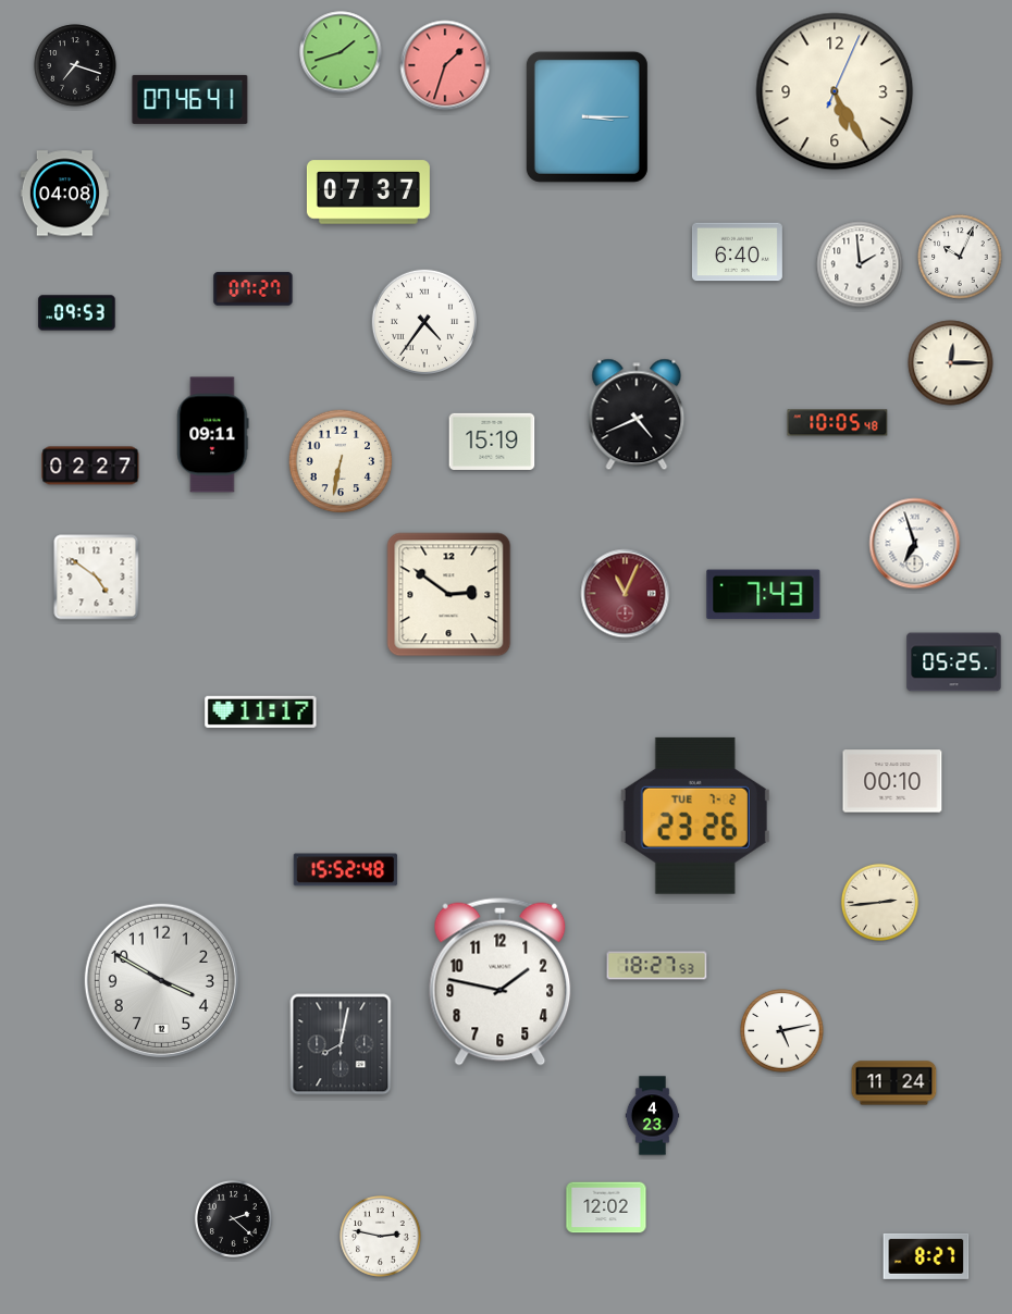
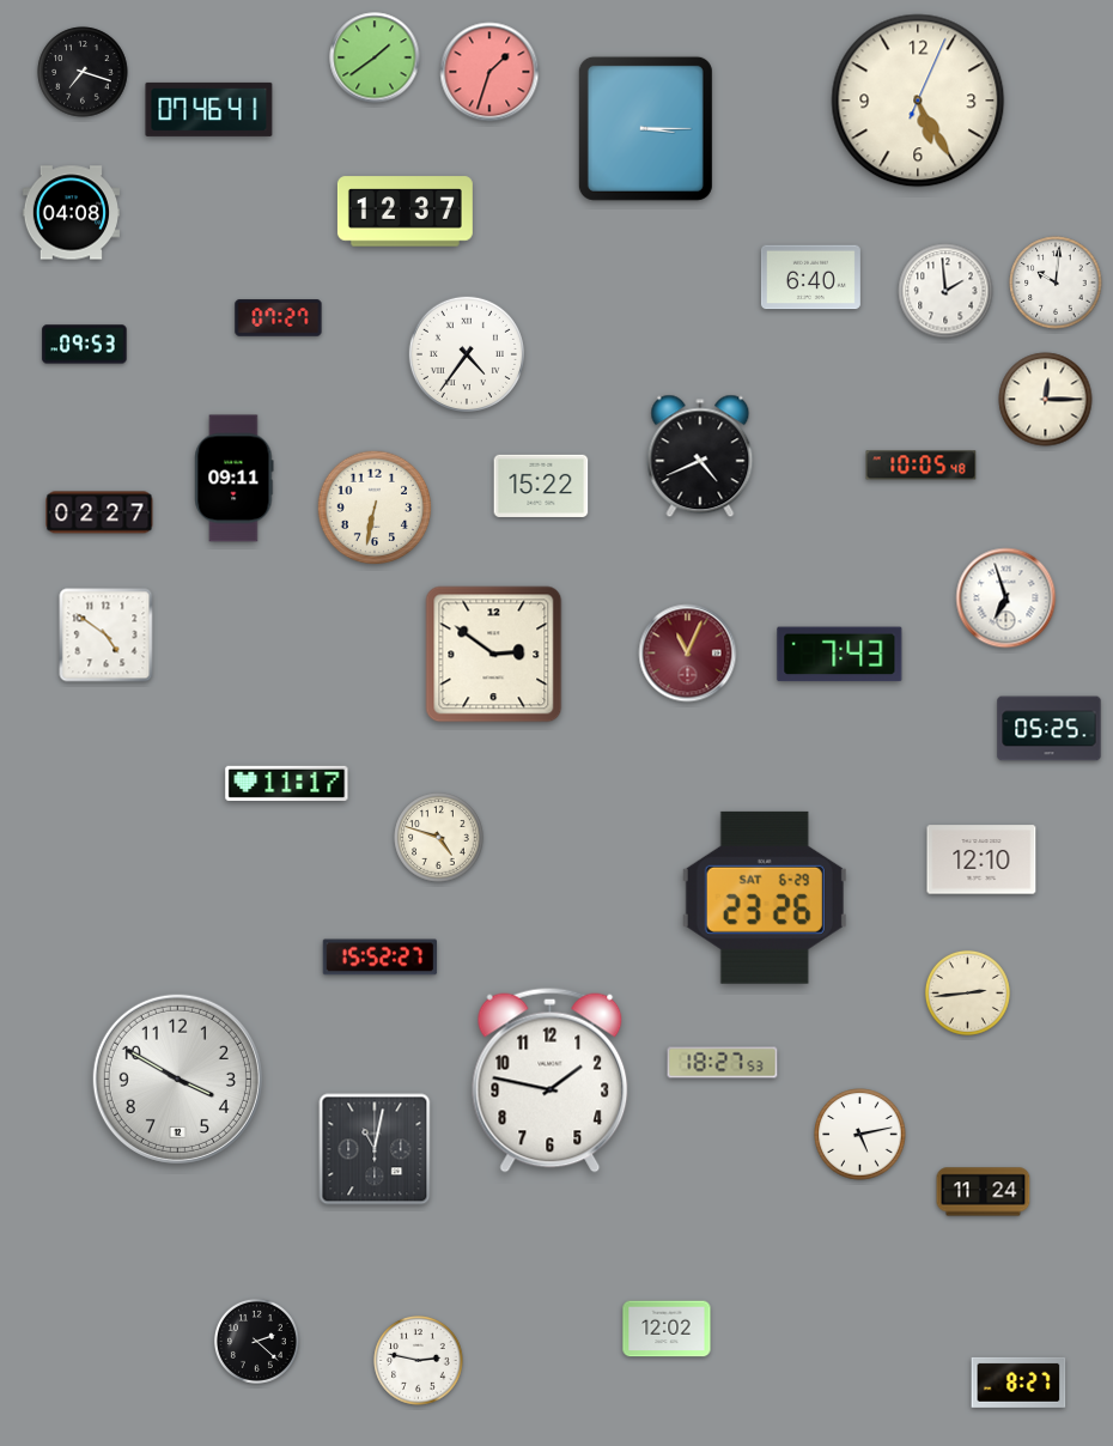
clock at (341, 52): 1:42 -> 1:39
clock at (368, 193): 07:37 -> 12:37
clock at (960, 257): 10:04 -> 10:01
clock at (492, 442): 15:19 -> 15:22
clock at (439, 838): none -> 4:48
clock at (892, 781): 00:10 -> 12:10
clock at (695, 816) date: TUE 7-2 -> SAT 6-29
clock at (346, 870): 15:52:48 -> 15:52:27
clock at (341, 1044): 8:02 -> 11:02
clock at (653, 1116): 4:23 -> none
